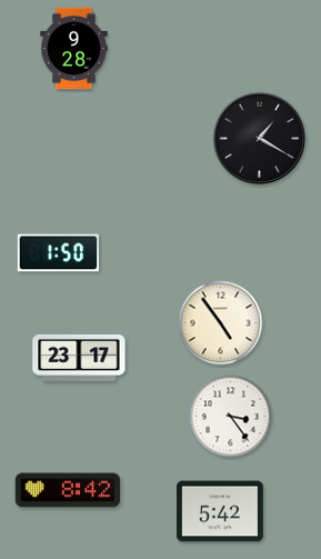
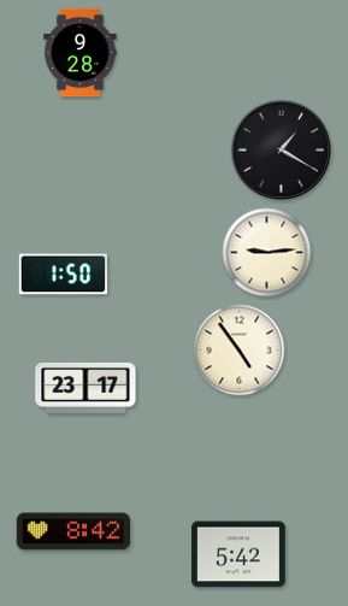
clock at (267, 253): none -> 9:14
clock at (231, 417): 3:24 -> none
